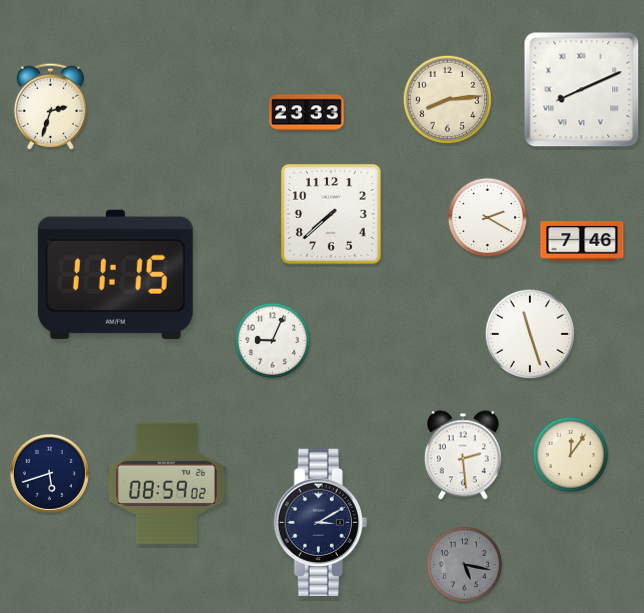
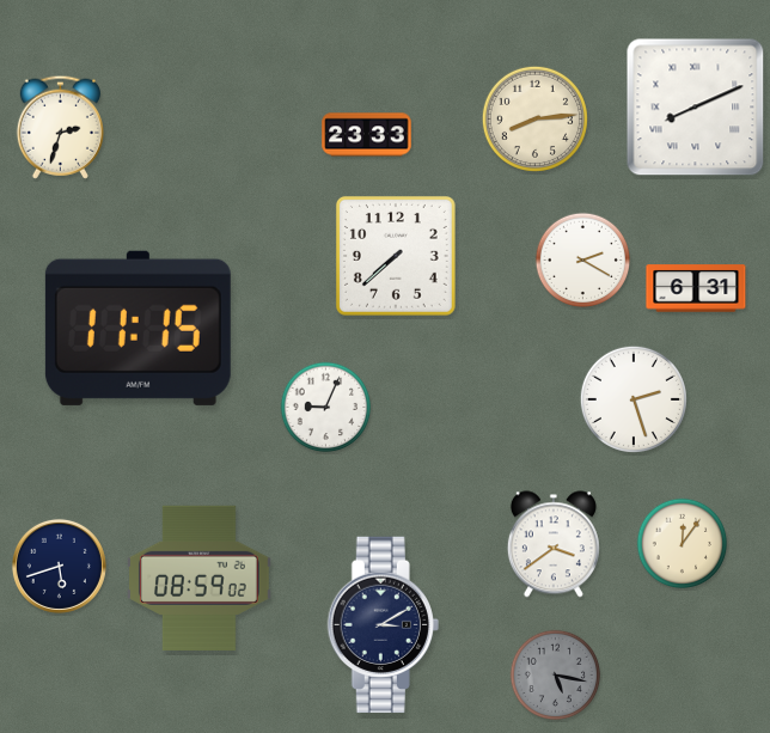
clock at (582, 241): 7:46 -> 6:31
clock at (530, 334): 11:27 -> 2:27
clock at (463, 455): 2:29 -> 3:39
